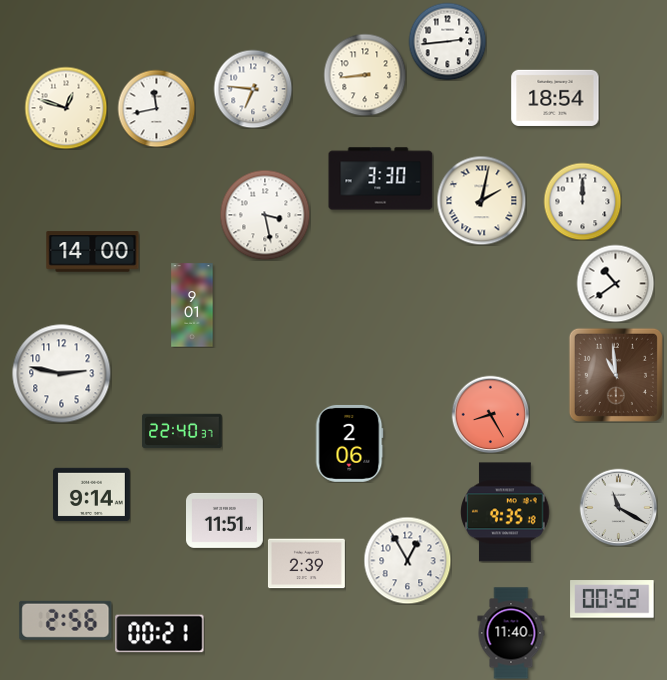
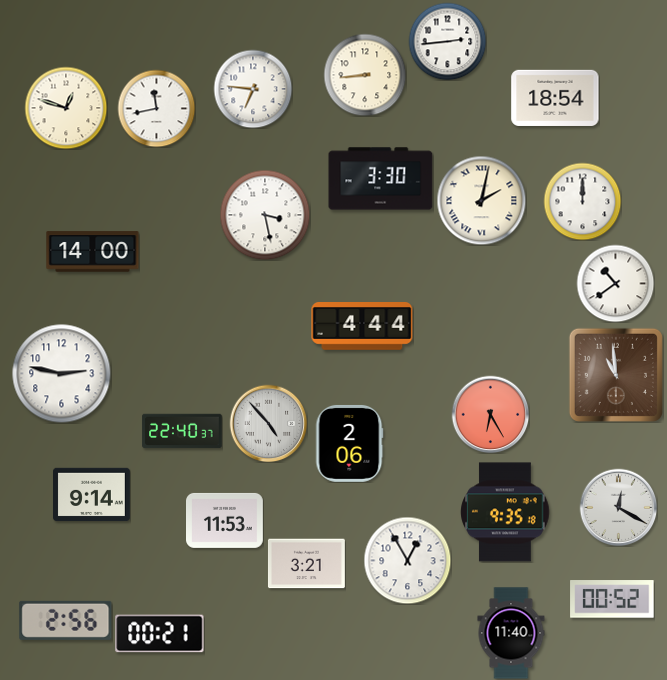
clock at (192, 305): 9:01 -> none
clock at (362, 326): none -> 4:44
clock at (490, 414): 8:25 -> 6:25
clock at (268, 423): none -> 4:53
clock at (618, 507): 11:20 -> 12:20
clock at (225, 520): 11:51 -> 11:53
clock at (307, 564): 2:39 -> 3:21
